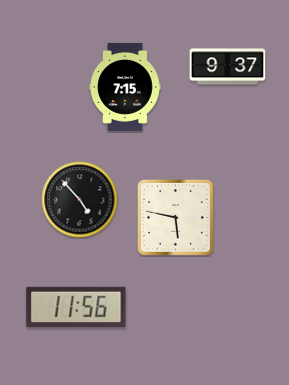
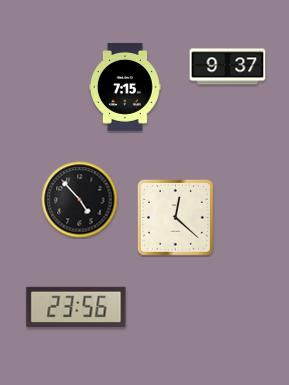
clock at (175, 217): 5:47 -> 12:22
clock at (76, 306): 11:56 -> 23:56
